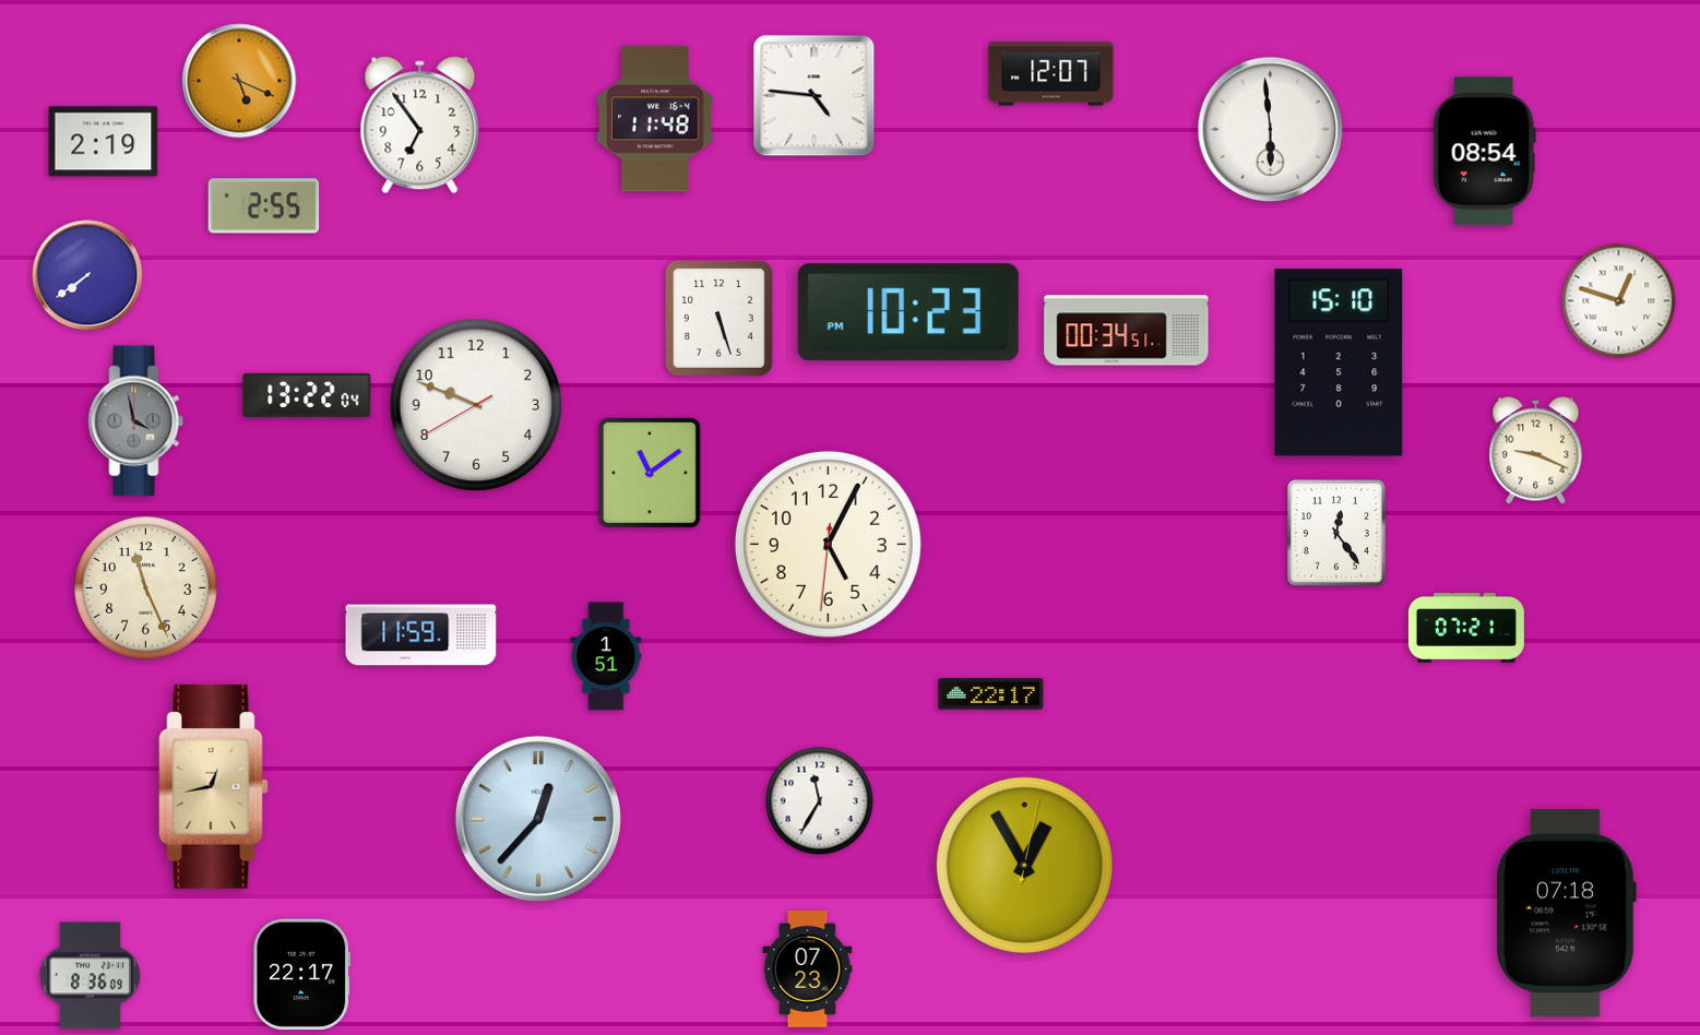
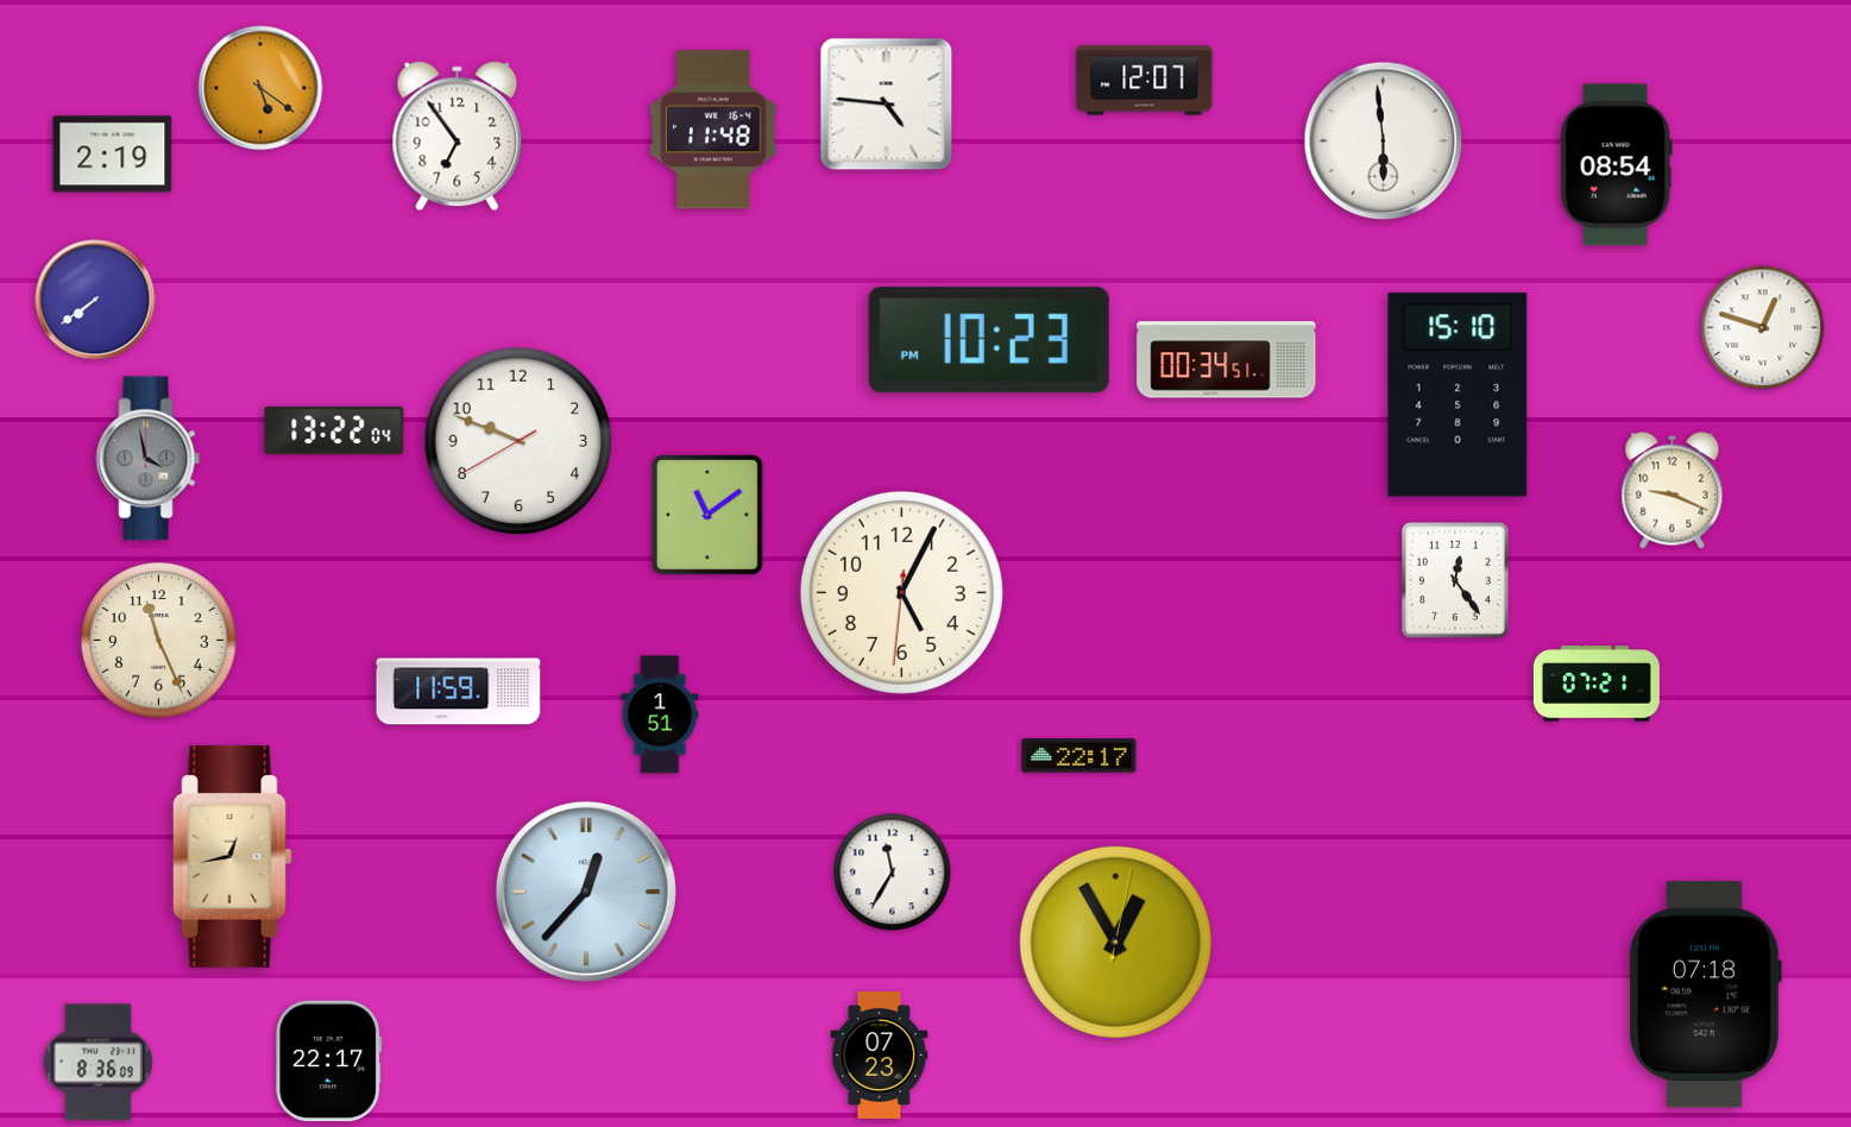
clock at (239, 81): 5:19 -> 5:21
clock at (264, 206): 2:55 -> none
clock at (720, 319): 5:27 -> none
